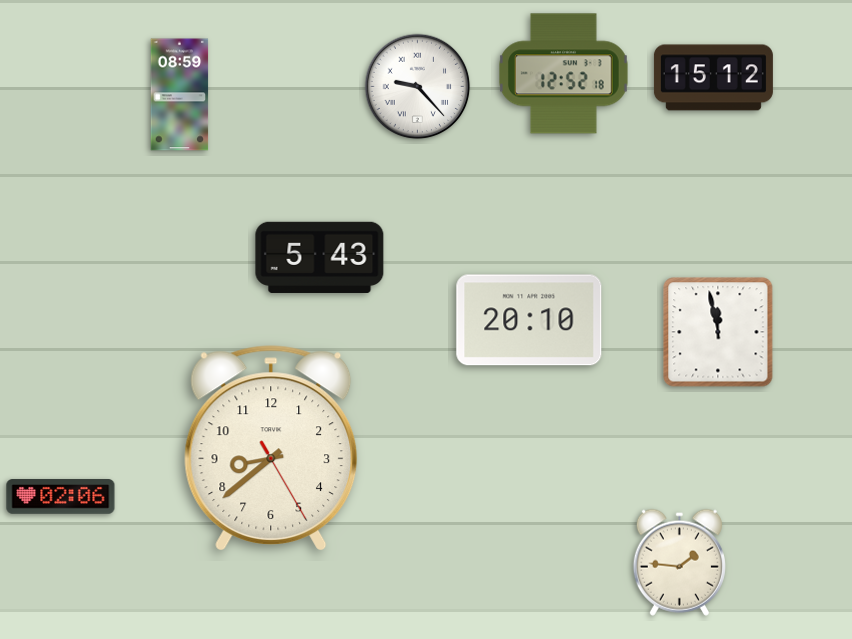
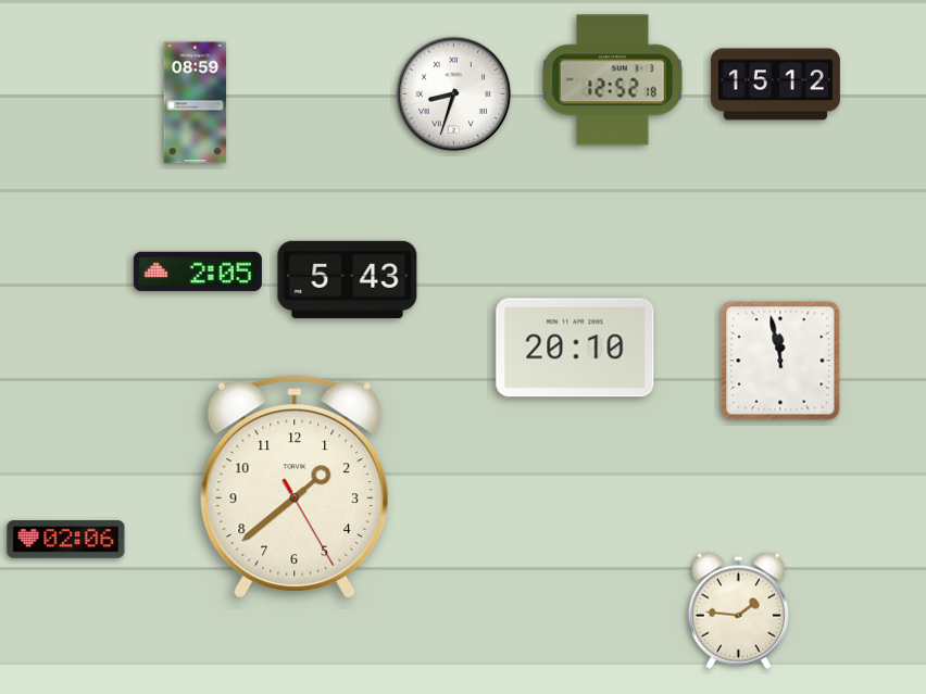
clock at (418, 87): 9:23 -> 8:33
clock at (198, 270): none -> 2:05
clock at (271, 448): 8:38 -> 1:38
